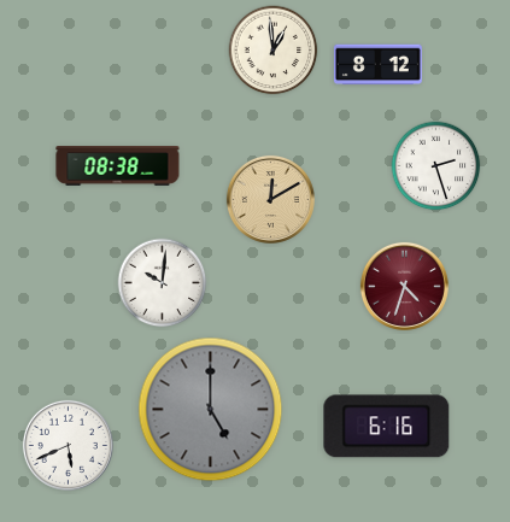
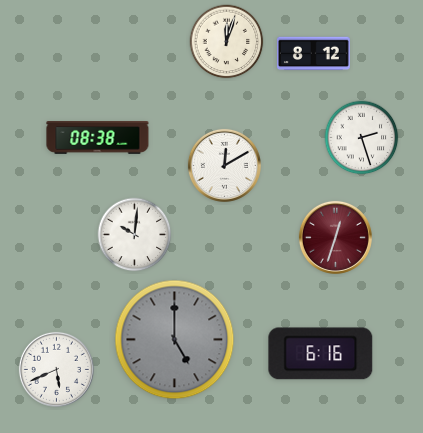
clock at (274, 51): 12:59 -> 12:03
clock at (270, 199) dial: champagne -> white
clock at (404, 286): 4:33 -> 12:33
